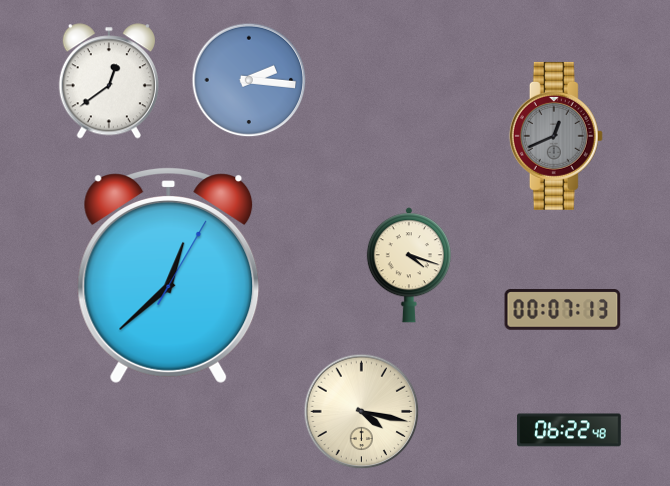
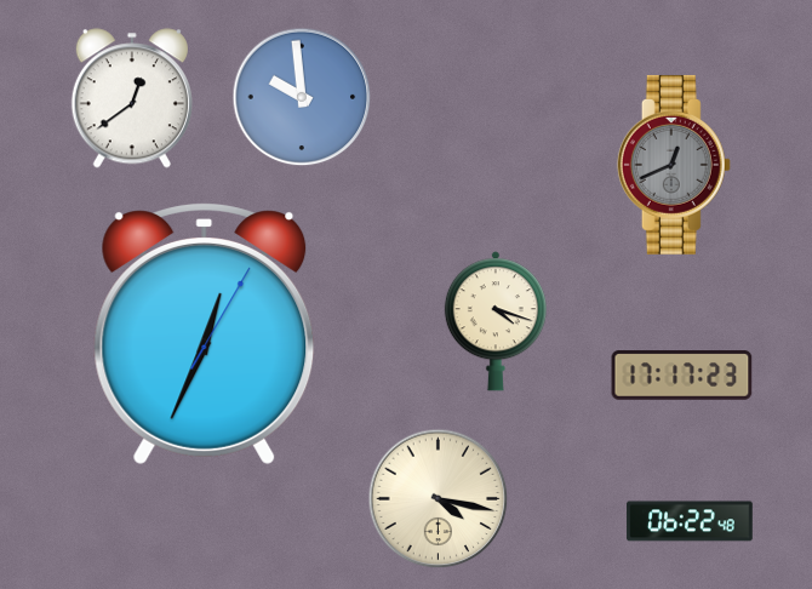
clock at (249, 80): 2:16 -> 9:59
clock at (169, 275): 12:38 -> 12:34
clock at (563, 310): 00:07 -> 17:17
